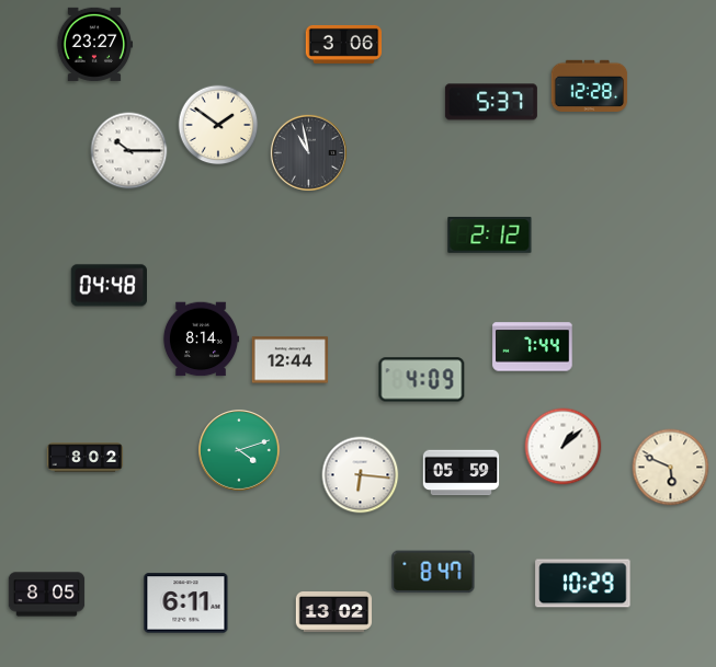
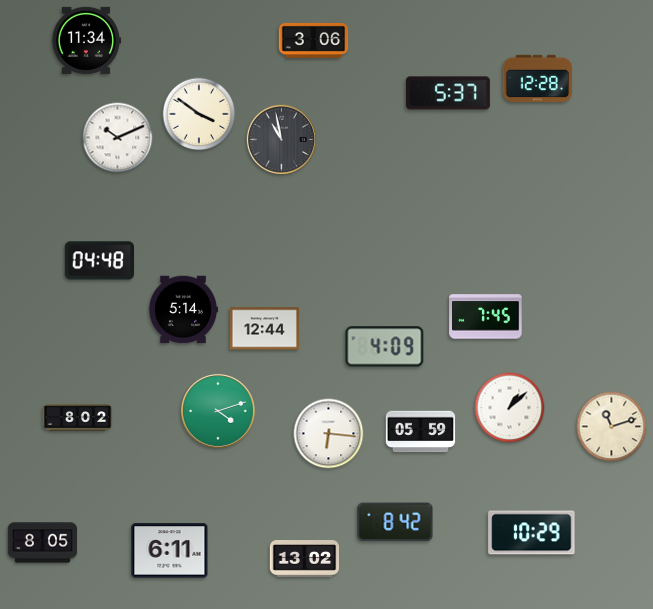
clock at (94, 44): 23:27 -> 11:34
clock at (218, 125): 1:51 -> 3:51
clock at (129, 151): 10:15 -> 10:11
clock at (490, 235): 2:12 -> none
clock at (201, 340): 8:14 -> 5:14
clock at (533, 347): 7:44 -> 7:45
clock at (564, 447) position: (564, 447) -> (510, 408)
clock at (671, 468): 5:49 -> 11:12
clock at (433, 572): 8:47 -> 8:42
